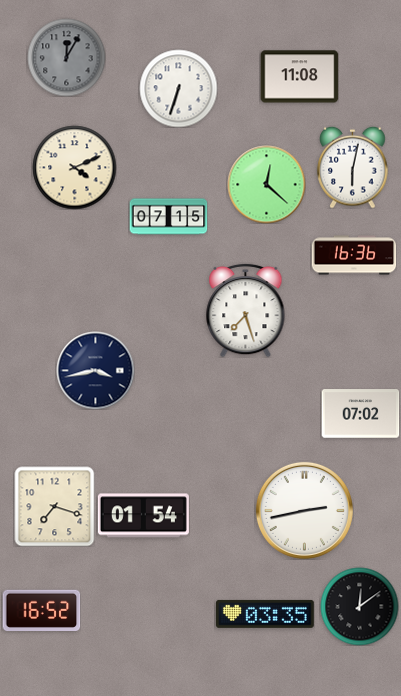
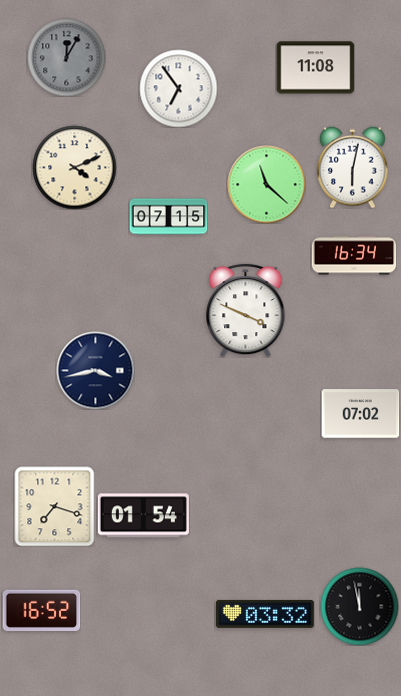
clock at (299, 77) position: (299, 77) -> (315, 68)
clock at (178, 88): 6:33 -> 6:54
clock at (266, 184): 12:22 -> 11:22
clock at (354, 255): 16:36 -> 16:34
clock at (246, 310): 7:27 -> 3:49
clock at (304, 510): 2:43 -> none
clock at (359, 606): 12:09 -> 11:58
clock at (266, 614): 03:35 -> 03:32
